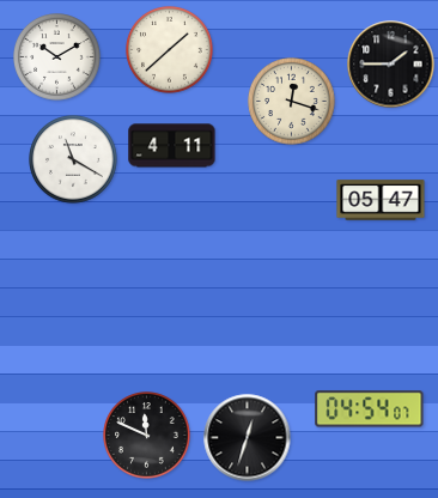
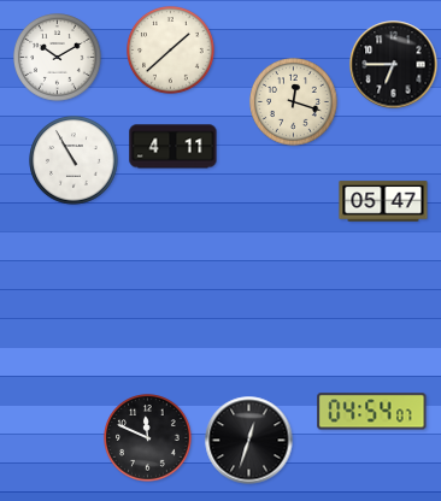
clock at (391, 65): 1:45 -> 6:45
clock at (73, 159): 11:20 -> 10:55
